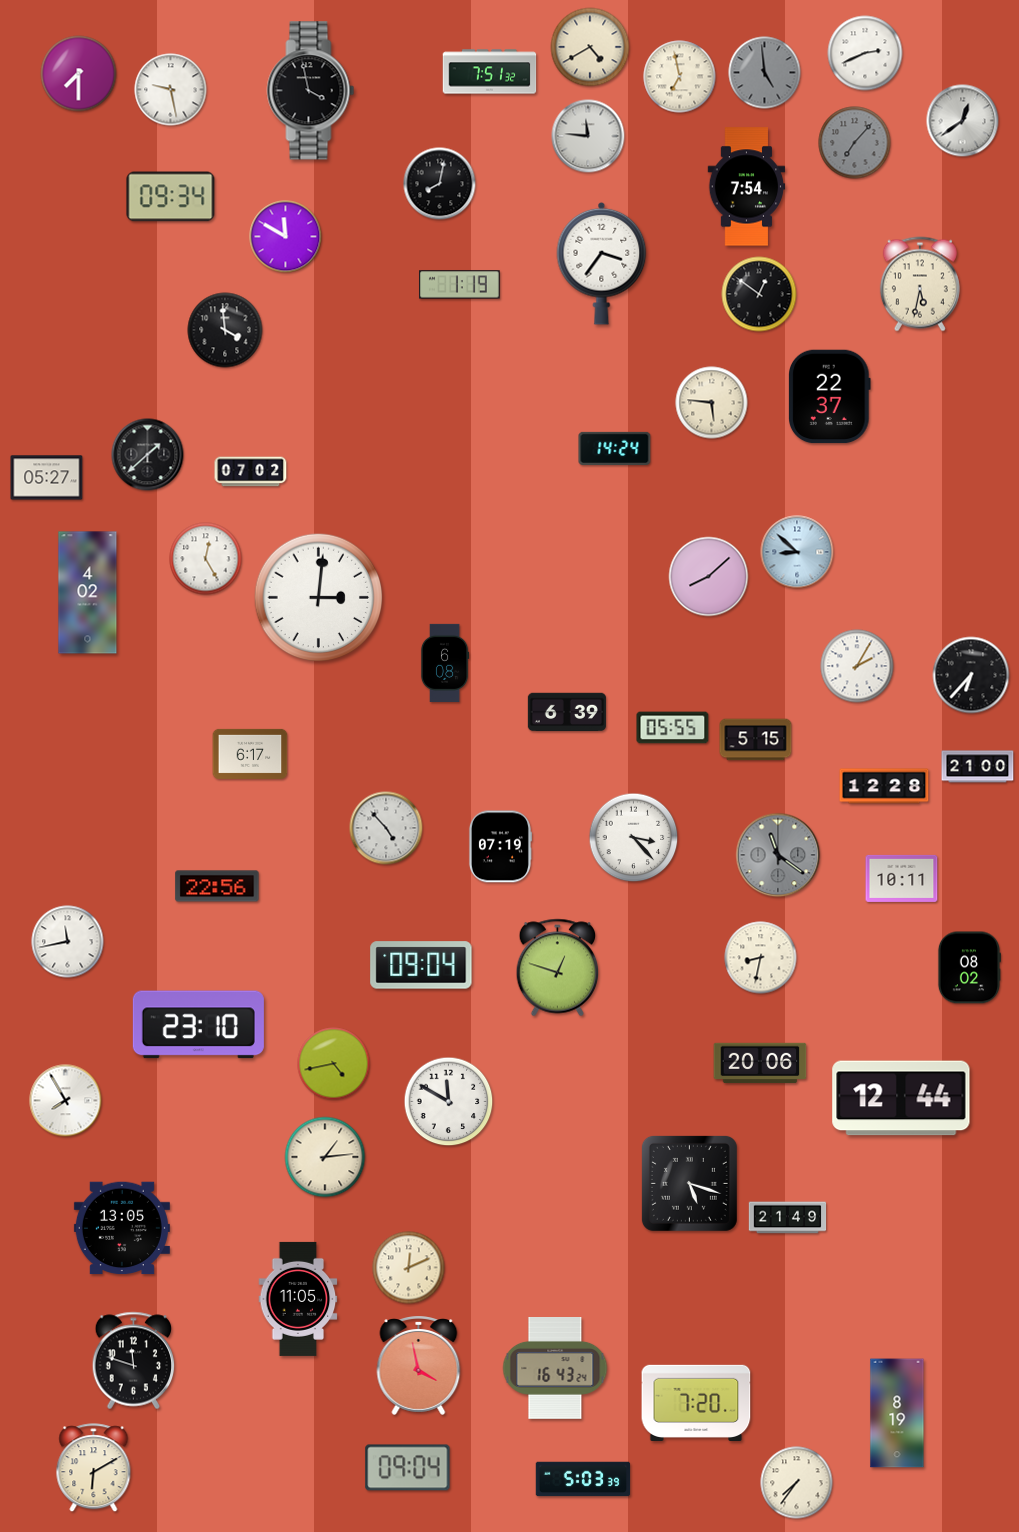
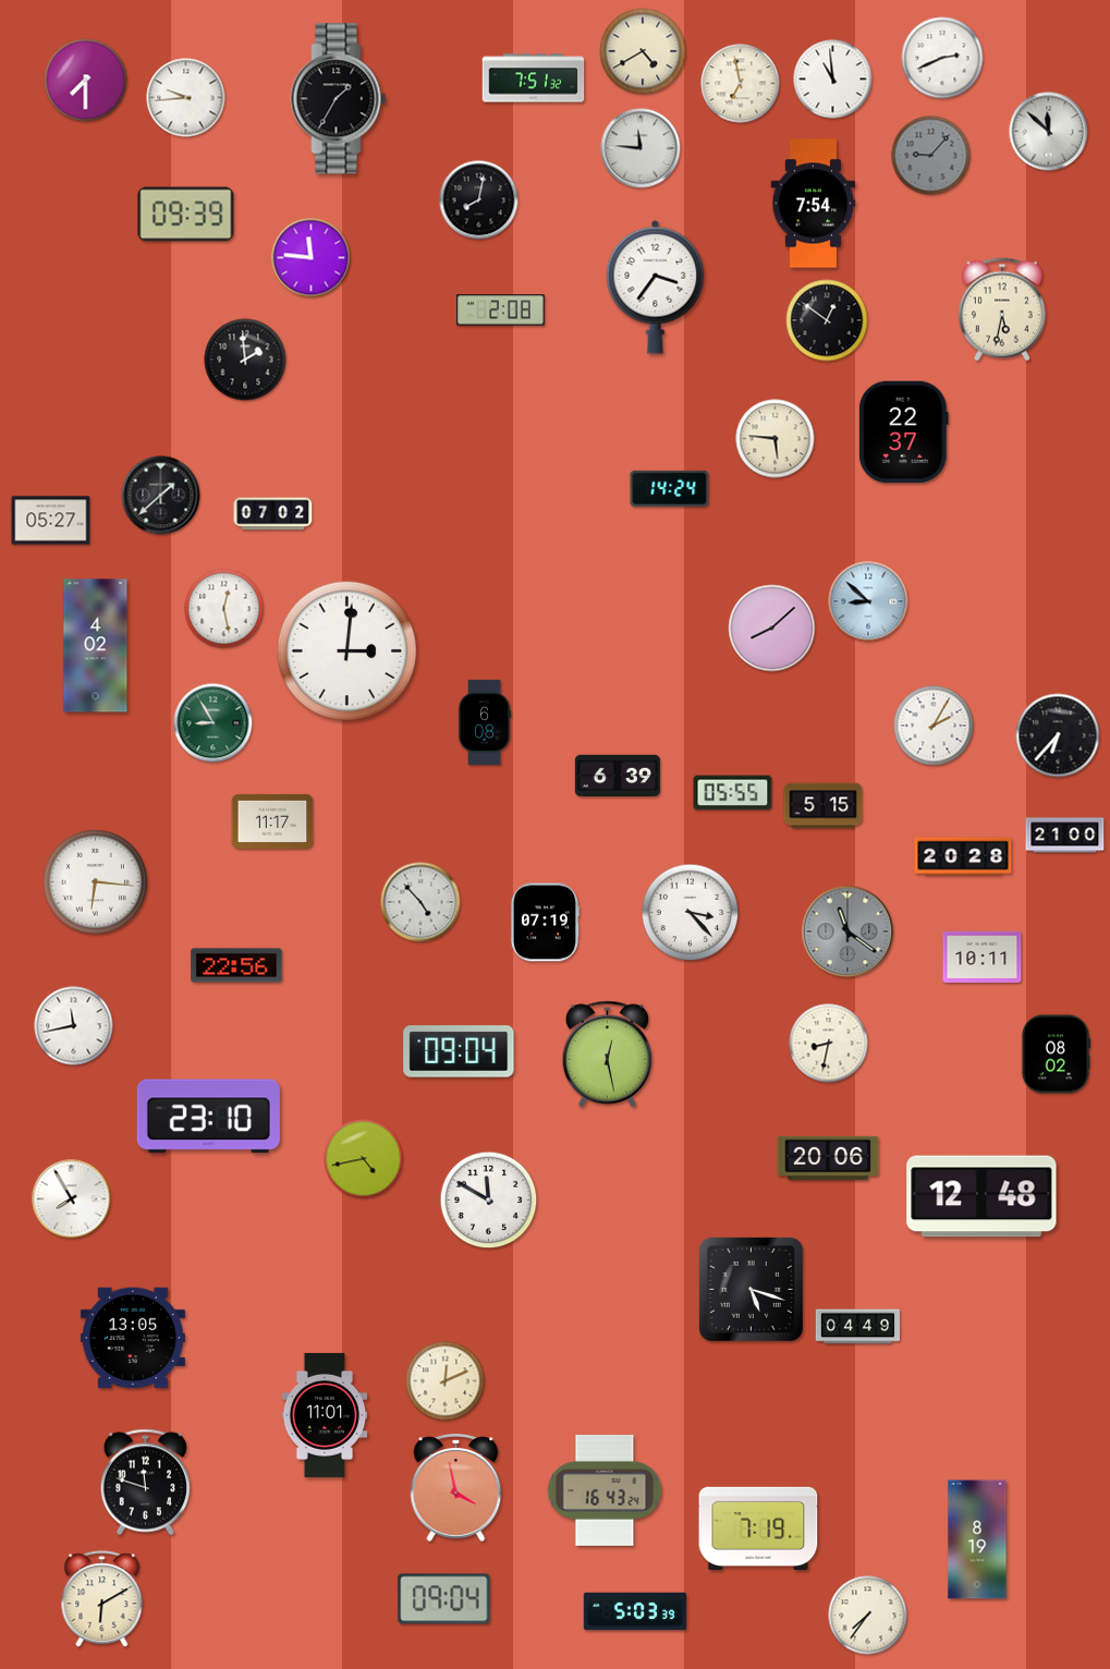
clock at (765, 73): 4:59 -> 10:59
clock at (765, 73) dial: grey -> white
clock at (171, 90): 9:28 -> 9:44
clock at (311, 91): 3:58 -> 1:35
clock at (963, 121): 12:39 -> 11:52
clock at (855, 143): 7:07 -> 9:07
clock at (171, 197): 09:34 -> 09:39
clock at (286, 237): 11:50 -> 11:46
clock at (460, 285): 1:19 -> 2:08
clock at (225, 330): 3:59 -> 1:59
clock at (206, 559): 12:25 -> 12:28
clock at (214, 723): none -> 8:55
clock at (250, 754): 6:17 -> 11:17
clock at (884, 786): 12:28 -> 20:28
clock at (95, 881): none -> 6:16
clock at (558, 968): 12:48 -> 12:28
clock at (198, 1025) position: (198, 1025) -> (208, 1117)
clock at (901, 1098): 12:44 -> 12:48
clock at (325, 1157): 1:14 -> none
clock at (788, 1218): 21:49 -> 04:49
clock at (298, 1299): 11:05 -> 11:01
clock at (696, 1402): 7:20 -> 7:19
